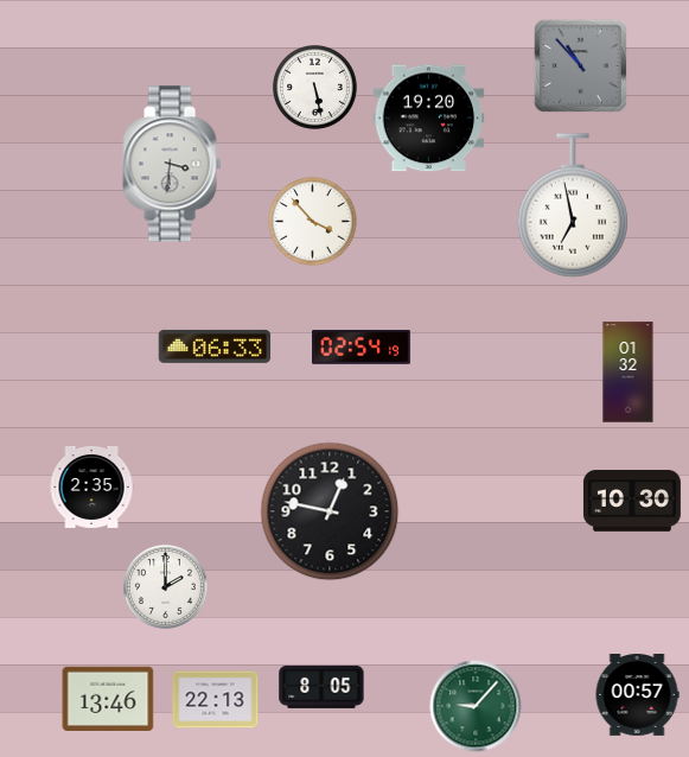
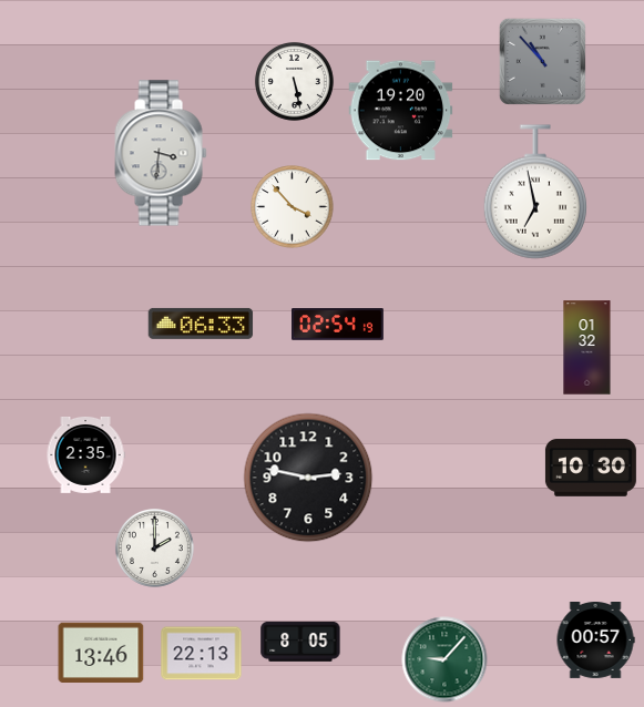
clock at (330, 511): 12:47 -> 2:47
clock at (637, 695) position: (637, 695) -> (595, 641)
